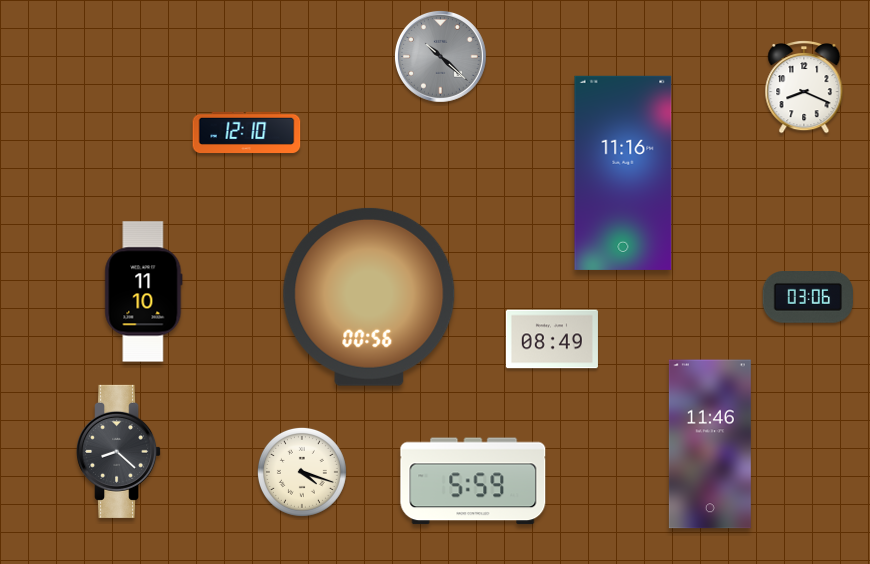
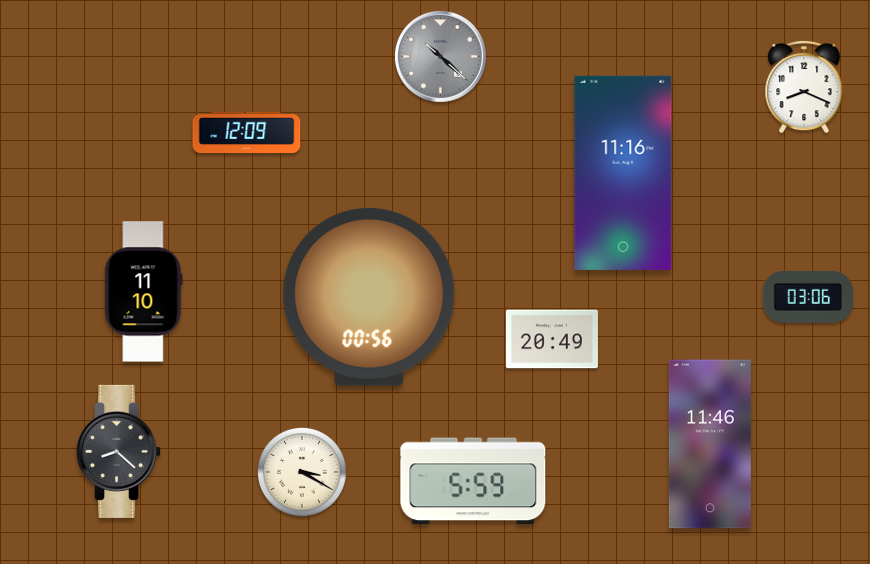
clock at (247, 133): 12:10 -> 12:09
clock at (552, 339): 08:49 -> 20:49
clock at (302, 472): 4:18 -> 3:20
